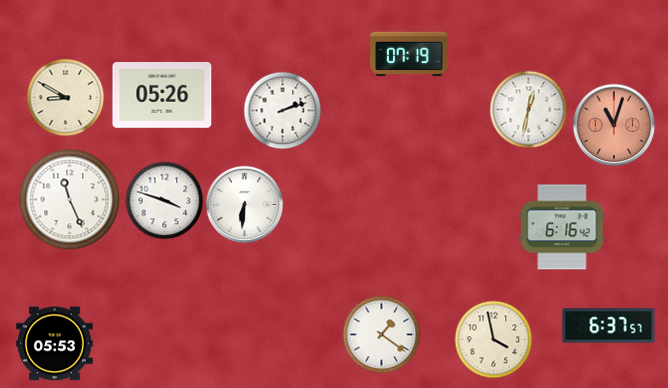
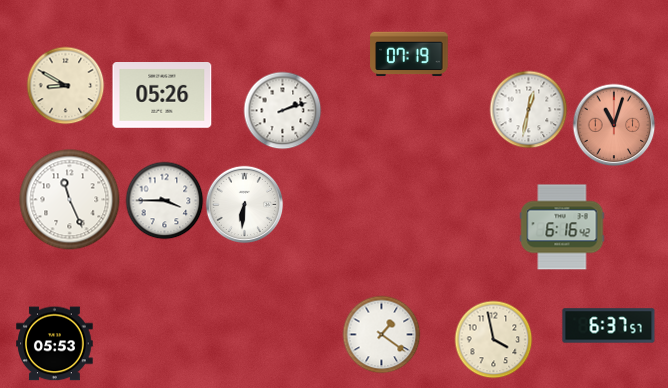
clock at (65, 97) position: (65, 97) -> (65, 85)
clock at (164, 200): 3:48 -> 3:45
